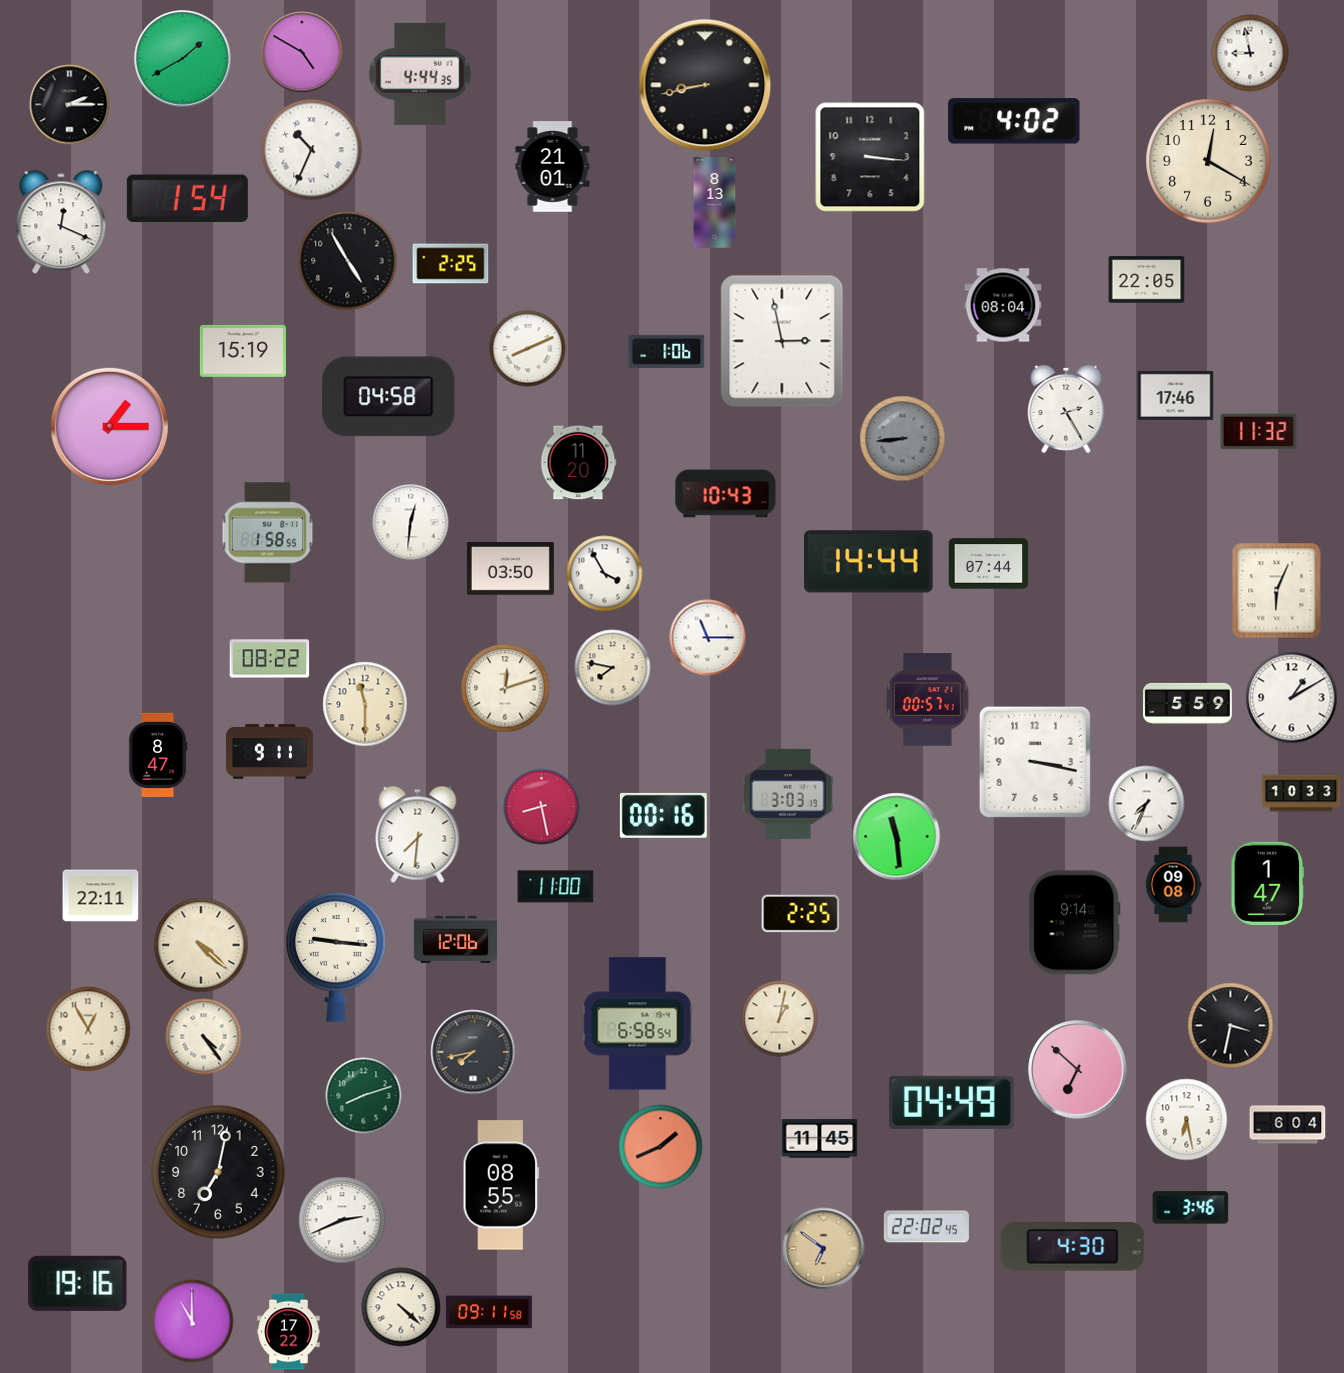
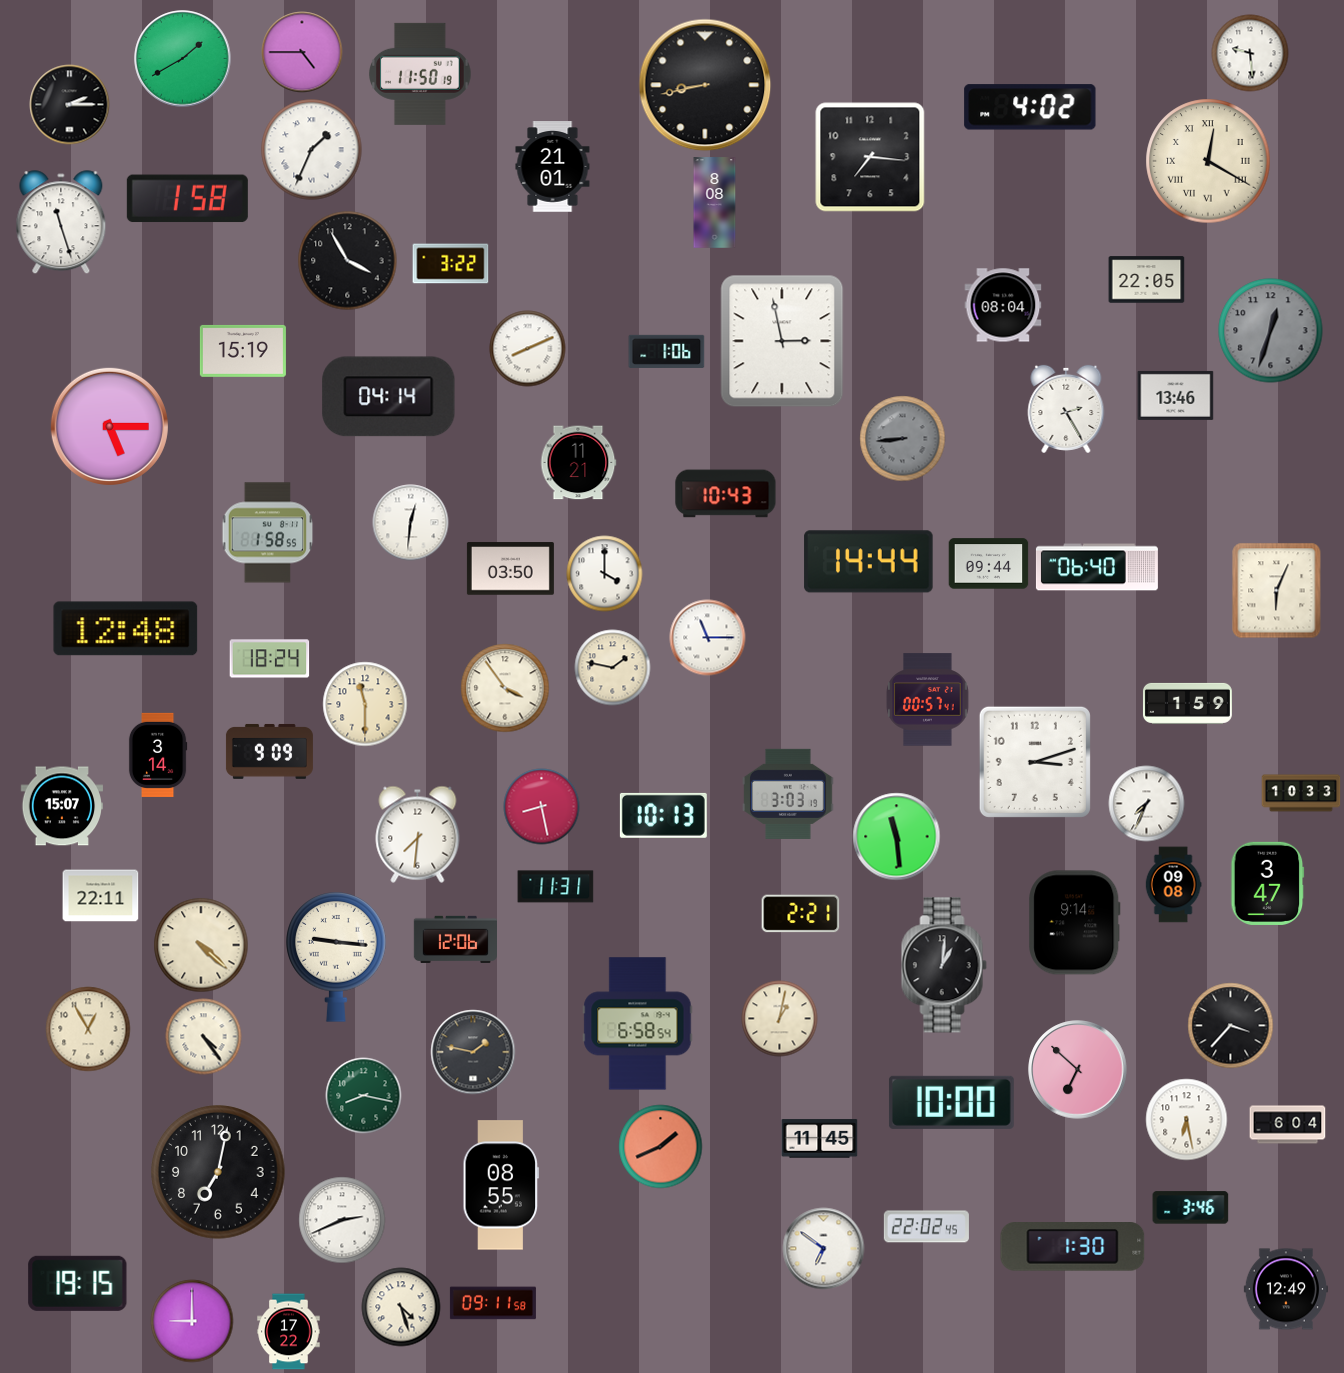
clock at (302, 52): 4:50 -> 4:45
clock at (1250, 53): 8:58 -> 9:29
clock at (420, 74): 4:44 -> 11:50
clock at (1014, 121) position: (1014, 121) -> (1030, 107)
clock at (312, 150): 10:34 -> 1:34
clock at (870, 157): 3:16 -> 7:16
clock at (1208, 161) numerals: Arabic -> Roman
clock at (187, 199): 1:54 -> 1:58
clock at (715, 203): 8:13 -> 8:08
clock at (61, 223): 12:19 -> 11:27
clock at (348, 261): 4:55 -> 3:55
clock at (451, 264): 2:25 -> 3:22
clock at (1271, 331): none -> 12:33
clock at (1176, 395): 17:46 -> 13:46
clock at (389, 397): 04:58 -> 04:14
clock at (109, 426): 1:15 -> 5:15
clock at (1259, 432): 11:32 -> none
clock at (578, 463): 11:20 -> 11:21
clock at (989, 564): 07:44 -> 09:44
clock at (1097, 567): none -> 06:40
clock at (605, 574): 3:55 -> 4:00
clock at (126, 629): none -> 12:48
clock at (270, 659): 08:22 -> 18:24
clock at (613, 668): 7:47 -> 1:47
clock at (505, 688): 12:12 -> 3:54
clock at (1292, 698): 1:10 -> none
clock at (1187, 703): 5:59 -> 1:59
clock at (269, 751): 9:11 -> 9:09
clock at (158, 755): 8:47 -> 3:14
clock at (1035, 762): 3:17 -> 3:12
clock at (61, 806): none -> 15:07
clock at (663, 815): 00:16 -> 10:13
clock at (1268, 883): 1:47 -> 3:47
clock at (556, 887): 11:00 -> 11:31
clock at (801, 914): 2:25 -> 2:21
clock at (944, 965): none -> 1:01
clock at (1231, 1026): 3:32 -> 3:37
clock at (473, 1052): 7:43 -> 1:47
clock at (364, 1096): 8:12 -> 8:17
clock at (951, 1102): 04:49 -> 10:00
clock at (1073, 1247): 4:30 -> 1:30
clock at (824, 1249) dial: champagne -> white
clock at (78, 1283): 19:16 -> 19:15
clock at (1286, 1289): none -> 12:49
clock at (401, 1307): 4:22 -> 4:27
clock at (489, 1312) position: (489, 1312) -> (493, 1303)
clock at (192, 1321): 11:00 -> 9:00
